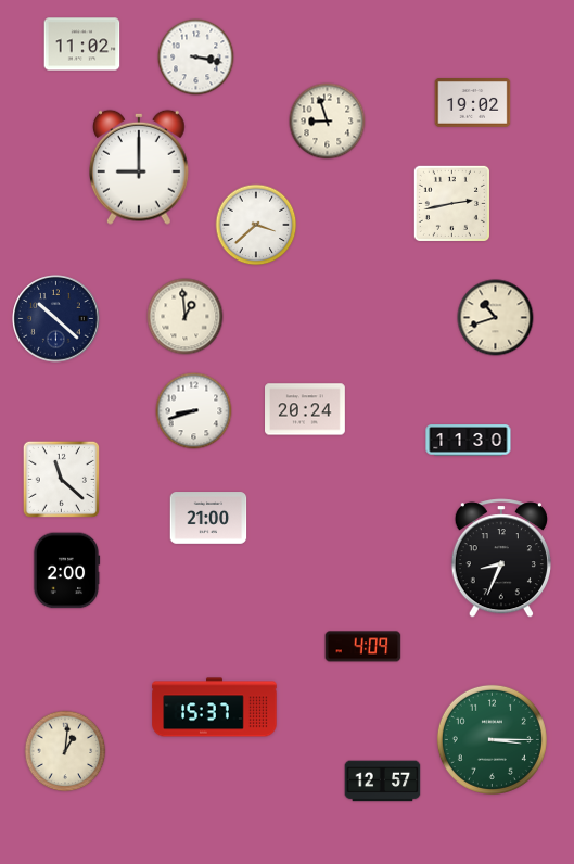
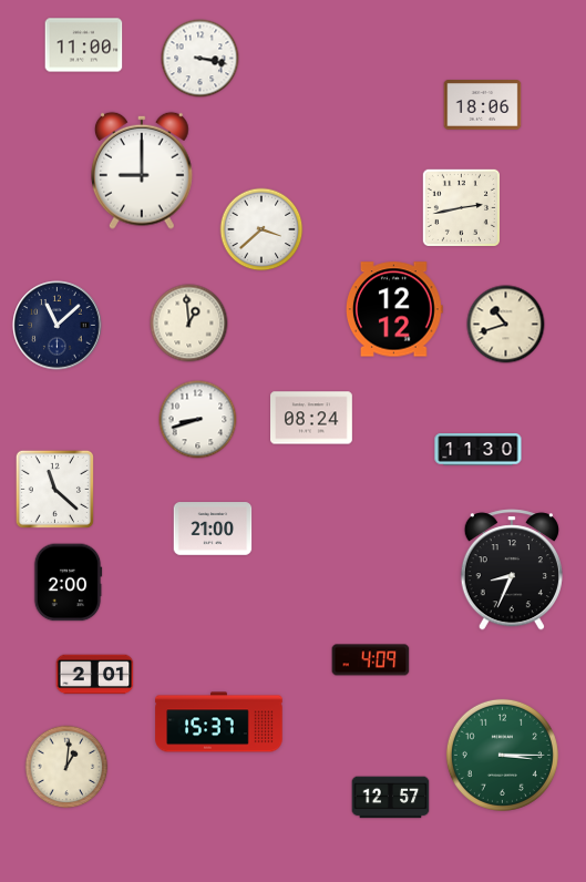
clock at (82, 45): 11:02 -> 11:00
clock at (473, 103): 19:02 -> 18:06
clock at (328, 122): 8:57 -> none
clock at (394, 309): none -> 12:12
clock at (56, 319): 10:22 -> 11:08
clock at (306, 409): 20:24 -> 08:24
clock at (61, 479) position: (61, 479) -> (54, 489)
clock at (95, 675): none -> 2:01
